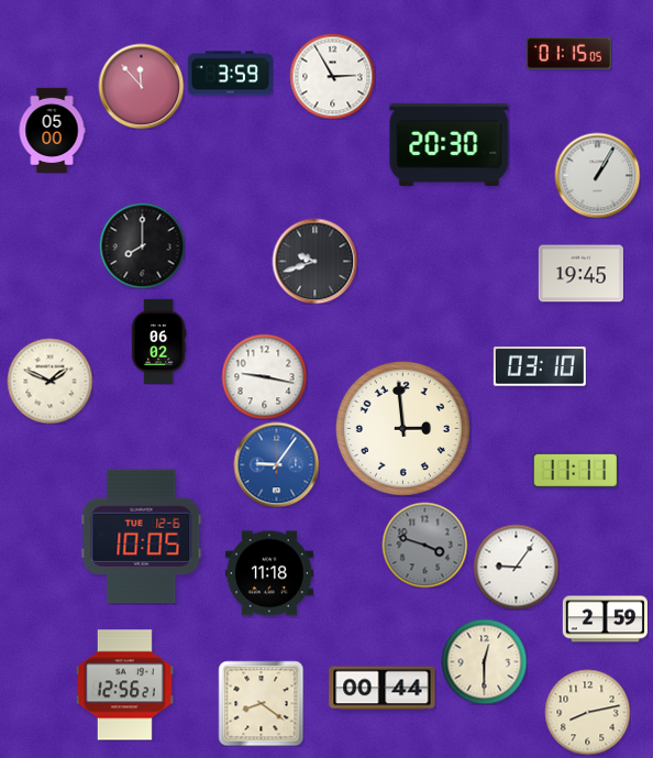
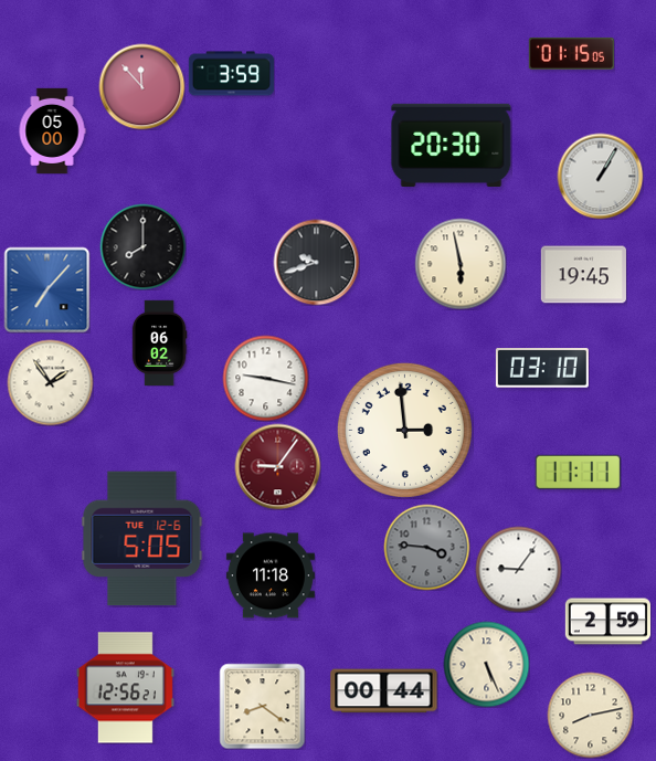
clock at (332, 76): 2:55 -> none
clock at (461, 264): none -> 5:58
clock at (46, 289): none -> 7:07
clock at (49, 381): 1:49 -> 1:54
clock at (276, 464) dial: blue -> burgundy
clock at (142, 537): 10:05 -> 5:05
clock at (424, 545): 3:48 -> 3:46
clock at (484, 661): 12:30 -> 5:26
